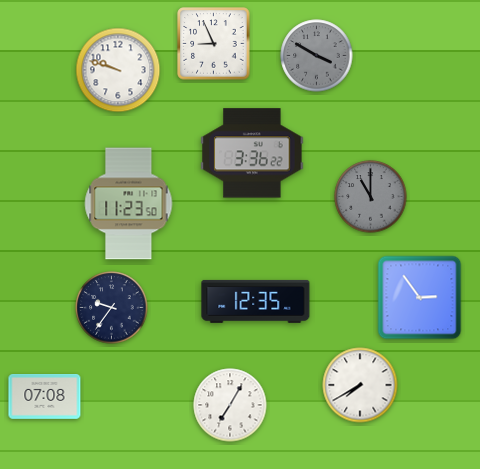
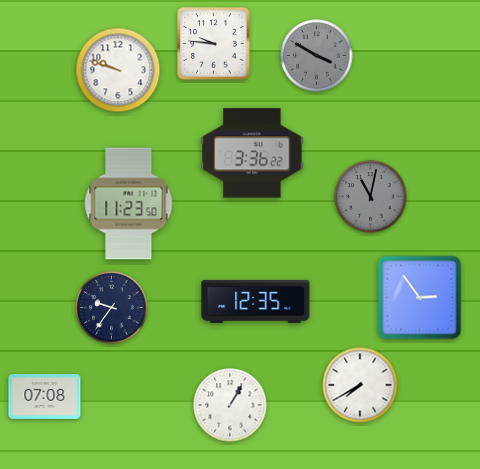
clock at (214, 44): 8:56 -> 9:46
clock at (371, 197): 11:00 -> 11:02
clock at (230, 405): 7:05 -> 1:05
